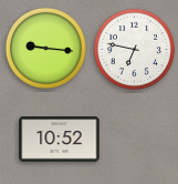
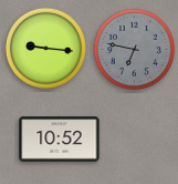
clock at (134, 49) dial: white -> grey
